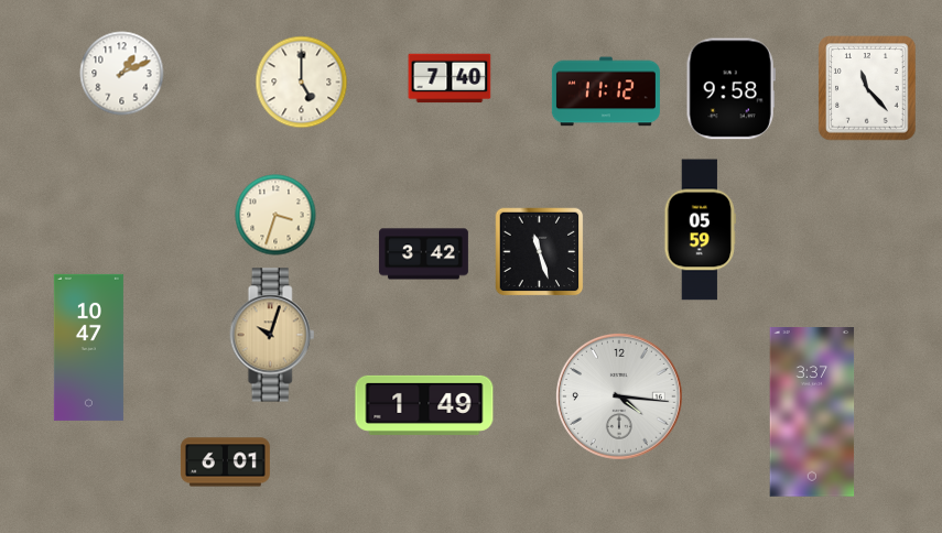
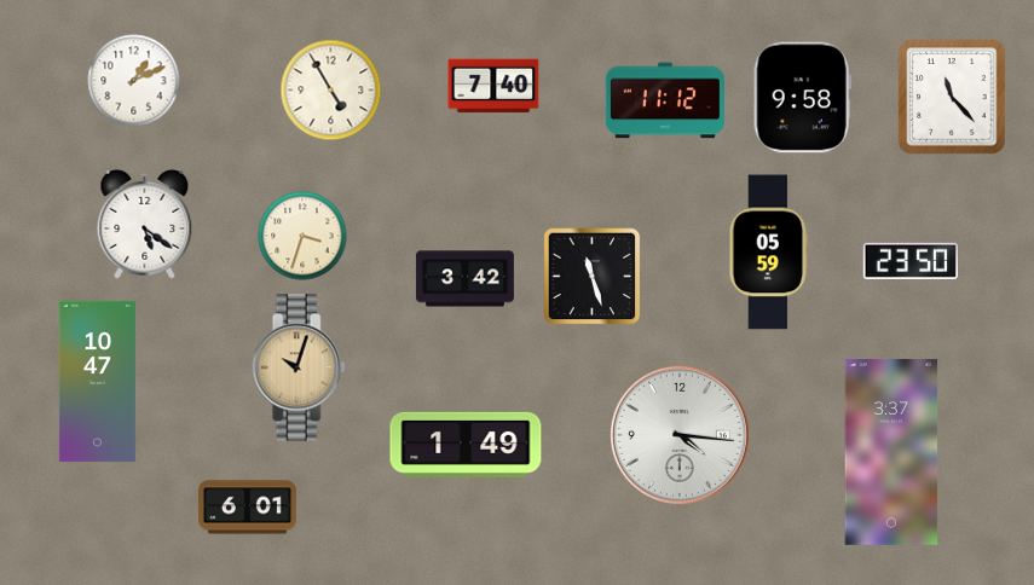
clock at (302, 83): 5:00 -> 4:55
clock at (145, 224): none -> 5:21
clock at (909, 261): none -> 23:50
